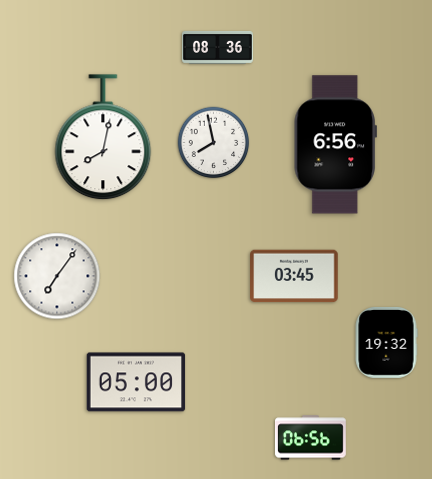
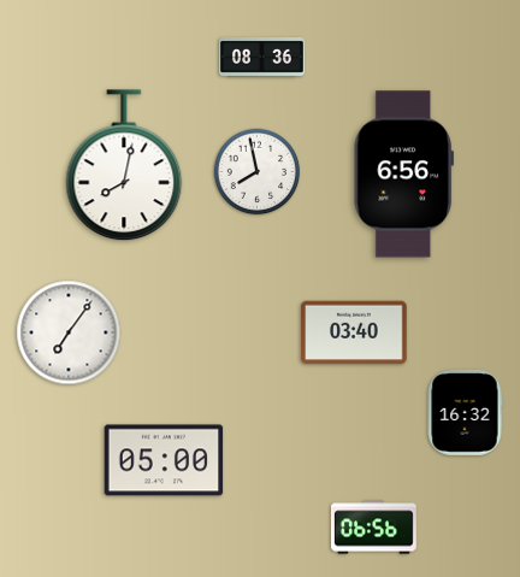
clock at (294, 276): 03:45 -> 03:40
clock at (386, 342): 19:32 -> 16:32
